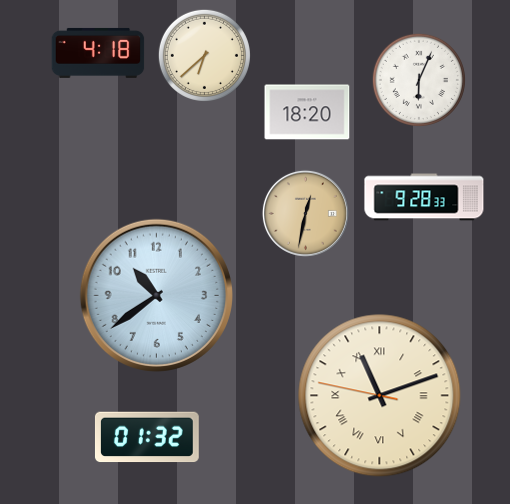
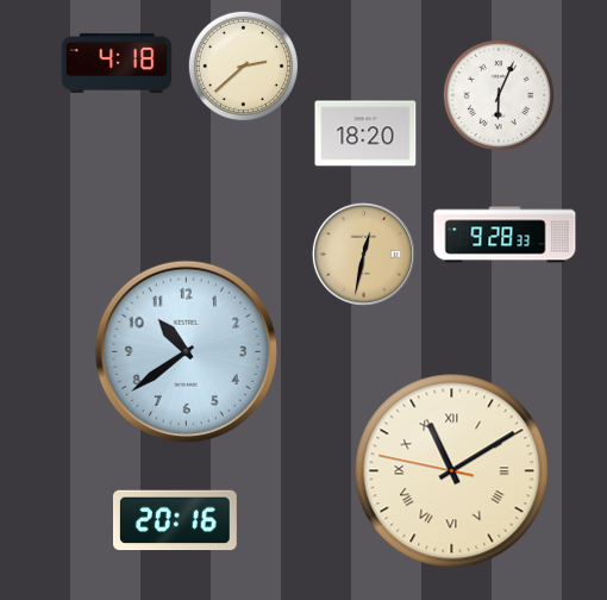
clock at (204, 55): 6:38 -> 2:38
clock at (380, 396): 11:11 -> 11:09
clock at (147, 437): 01:32 -> 20:16
